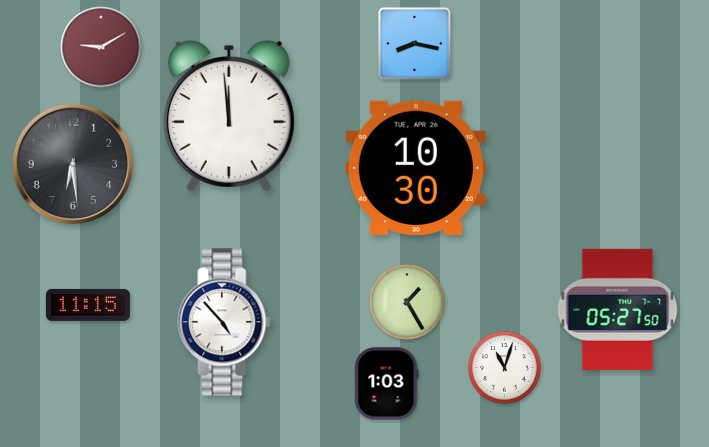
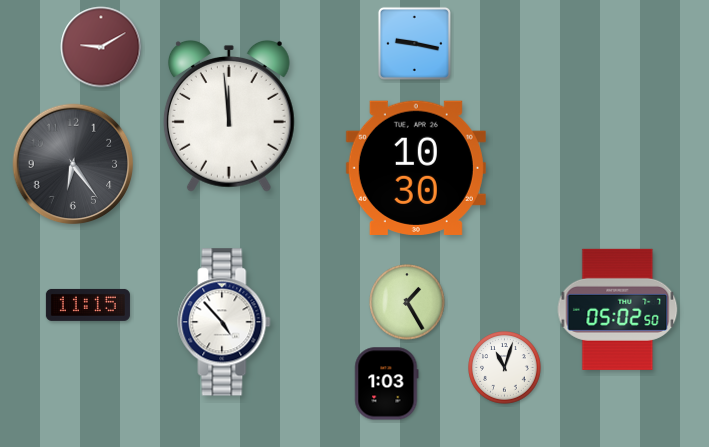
clock at (414, 43): 8:17 -> 9:17
clock at (73, 164): 6:29 -> 6:24
clock at (618, 309): 05:27 -> 05:02
